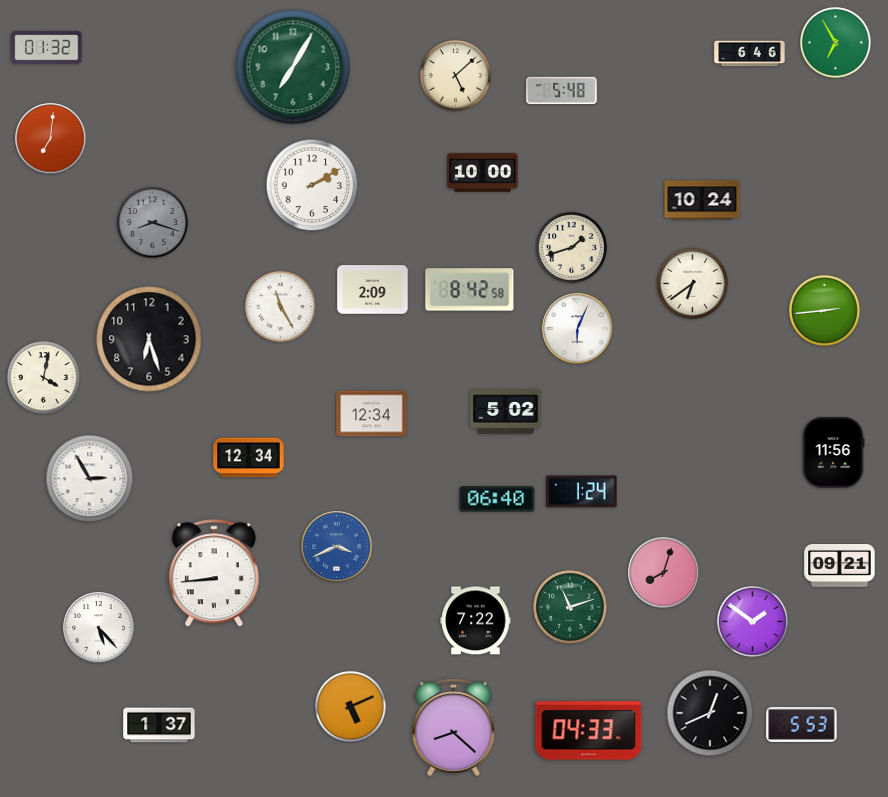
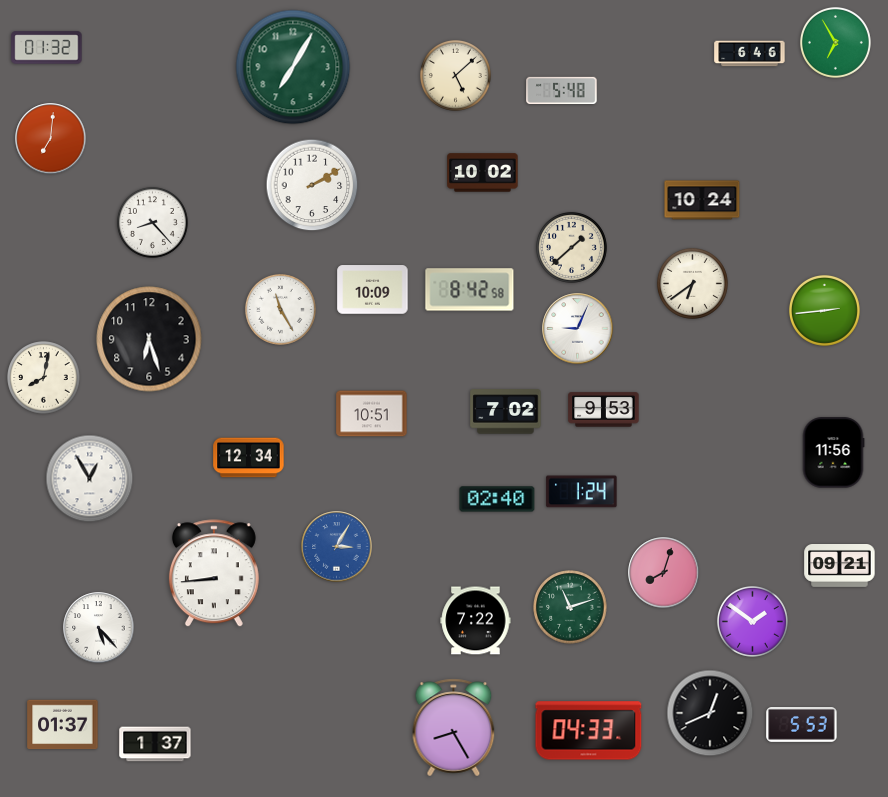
clock at (483, 173): 10:00 -> 10:02
clock at (152, 222): 8:18 -> 8:23
clock at (152, 222) dial: grey -> white
clock at (571, 247): 1:42 -> 1:38
clock at (373, 290): 2:09 -> 10:09
clock at (280, 306) position: (280, 306) -> (280, 309)
clock at (578, 329): 6:04 -> 9:04
clock at (44, 378): 4:02 -> 8:02
clock at (604, 410): none -> 9:53
clock at (506, 412): 5:02 -> 7:02
clock at (372, 414): 12:34 -> 10:51
clock at (90, 479): 2:55 -> 12:55
clock at (497, 499): 06:40 -> 02:40
clock at (337, 547): 3:41 -> 3:05
clock at (350, 706): 5:11 -> none
clock at (63, 725): none -> 01:37
clock at (159, 725) position: (159, 725) -> (155, 744)
clock at (454, 728): 8:22 -> 8:25
